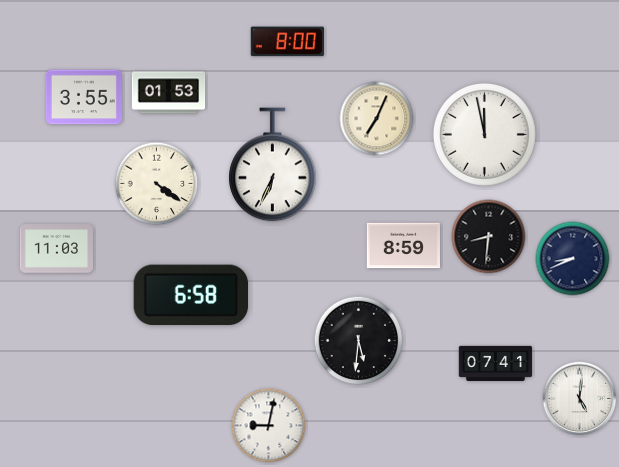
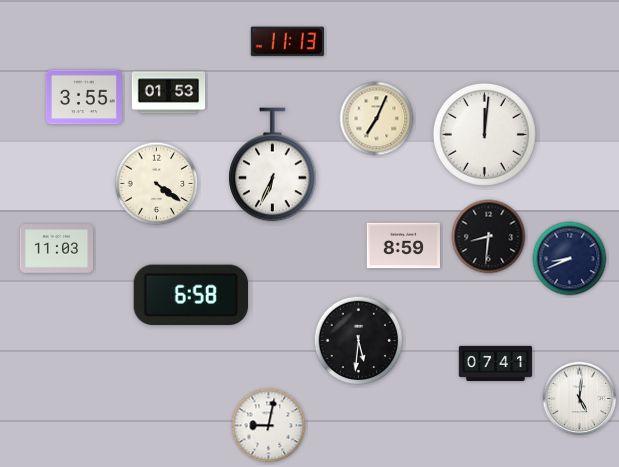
clock at (287, 42): 8:00 -> 11:13
clock at (484, 134): 11:58 -> 12:01
clock at (573, 259) position: (573, 259) -> (570, 259)
